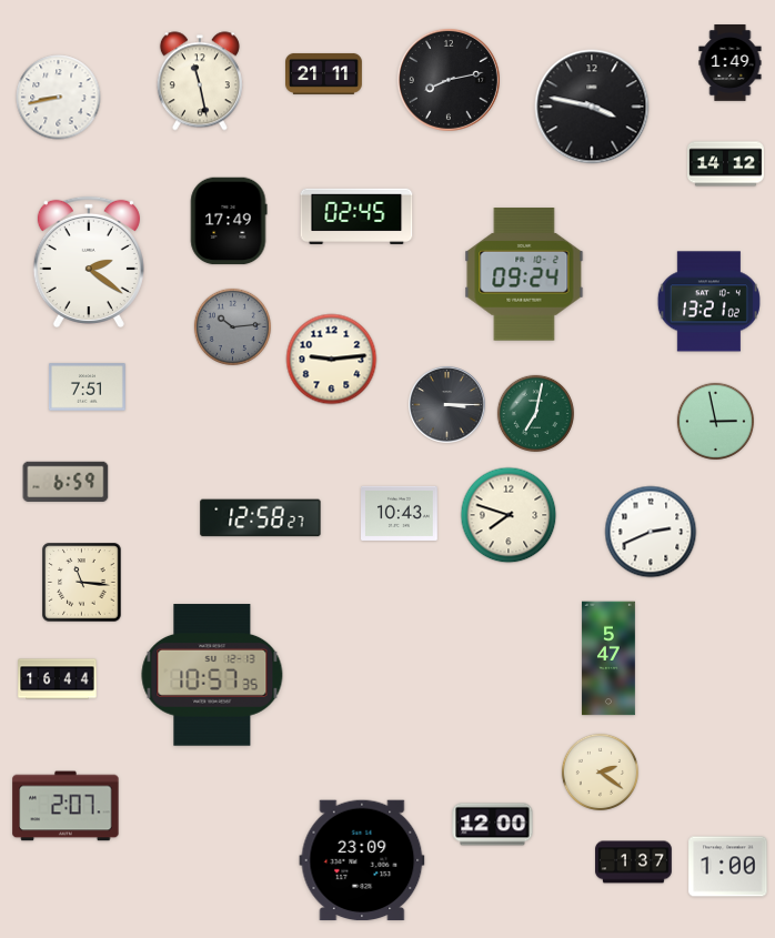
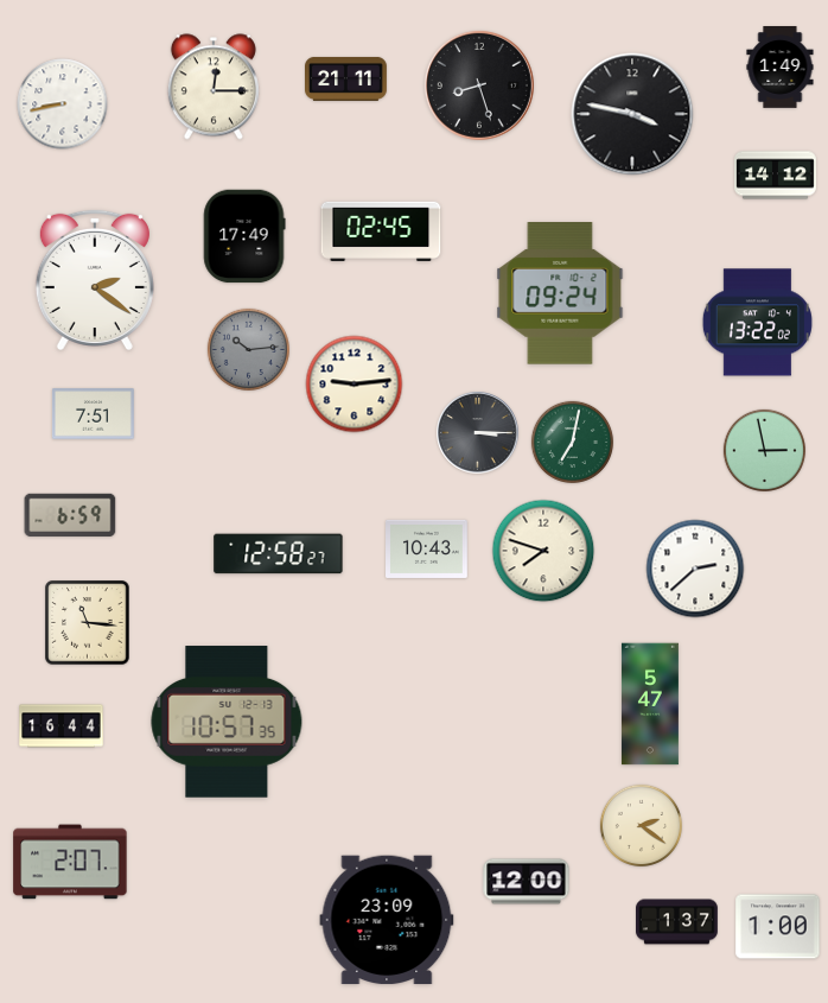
clock at (449, 80): 8:13 -> 8:27
clock at (200, 81): 11:28 -> 12:15
clock at (708, 302): 13:21 -> 13:22
clock at (651, 532): 2:41 -> 2:38
